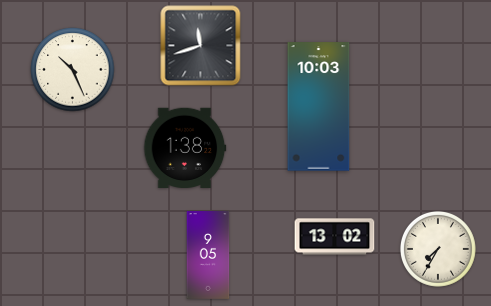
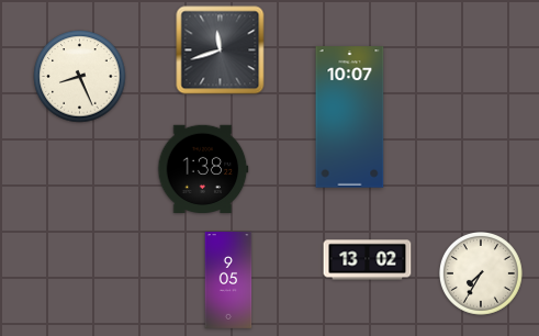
clock at (73, 70): 10:26 -> 8:26
clock at (319, 107): 10:03 -> 10:07
clock at (185, 147) position: (185, 147) -> (203, 168)
